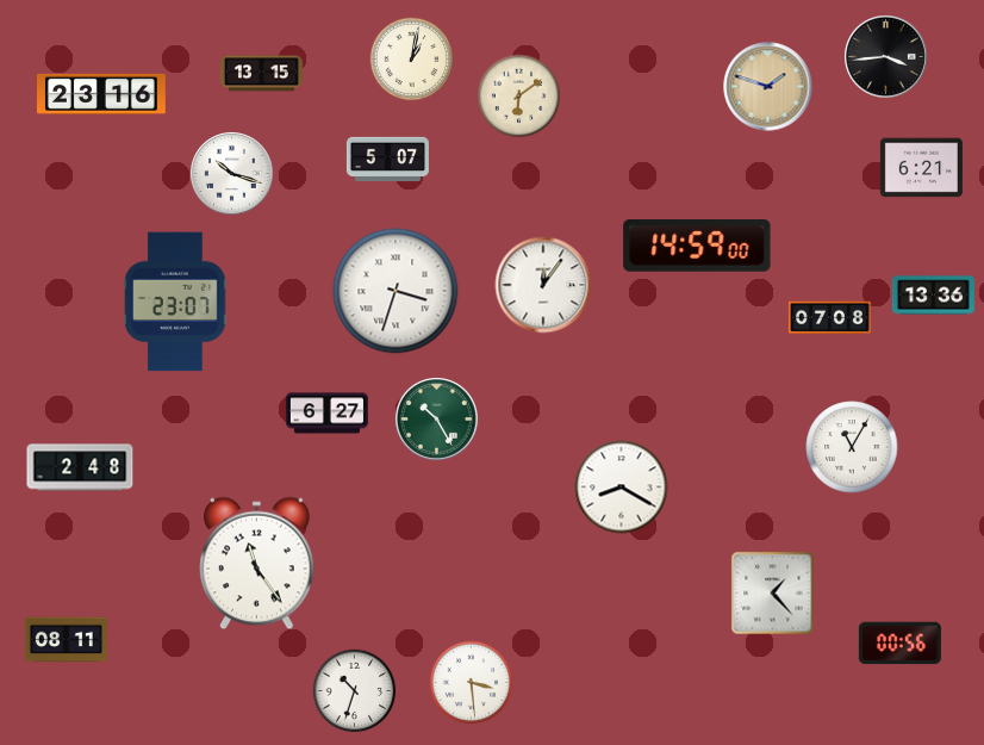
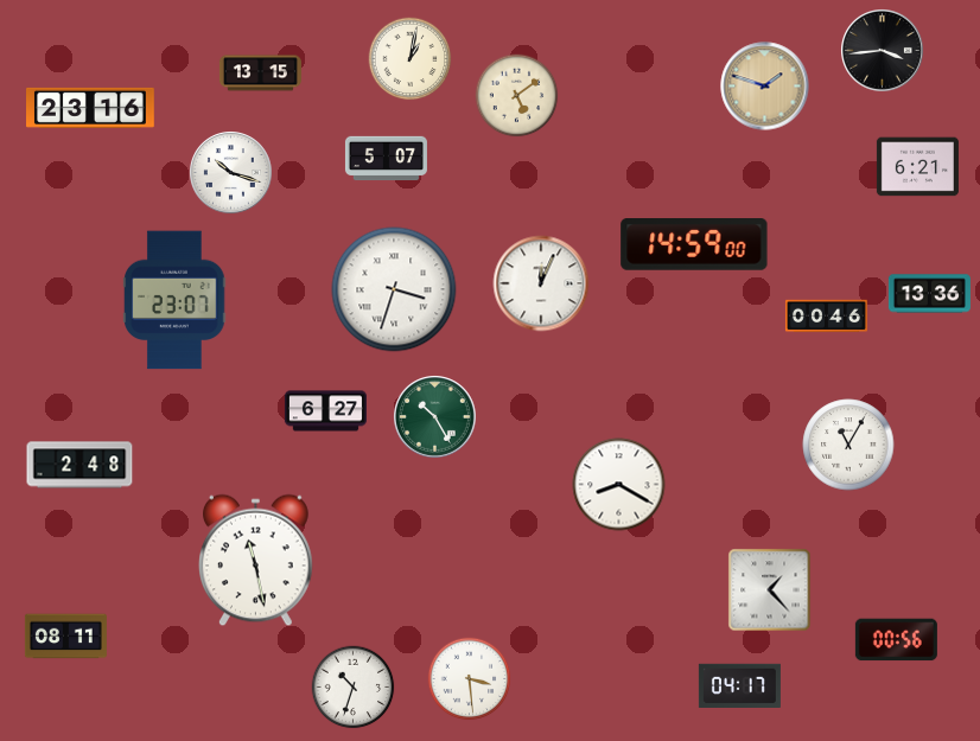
clock at (886, 57) position: (886, 57) -> (883, 51)
clock at (102, 94) position: (102, 94) -> (91, 108)
clock at (519, 97): 6:09 -> 5:09
clock at (543, 285): 12:06 -> 12:04
clock at (829, 318): 07:08 -> 00:46
clock at (257, 564): 11:24 -> 11:28
clock at (739, 685): none -> 04:17
